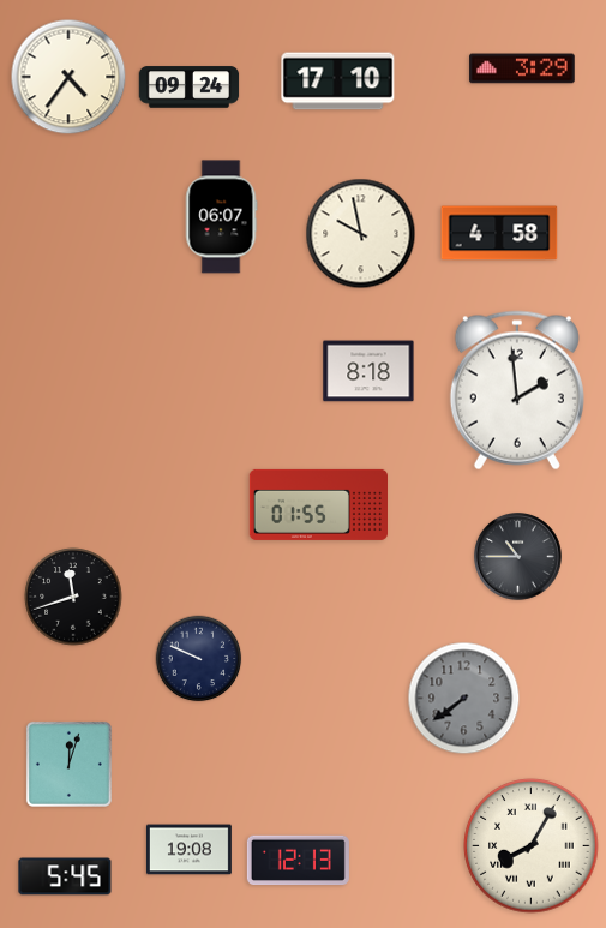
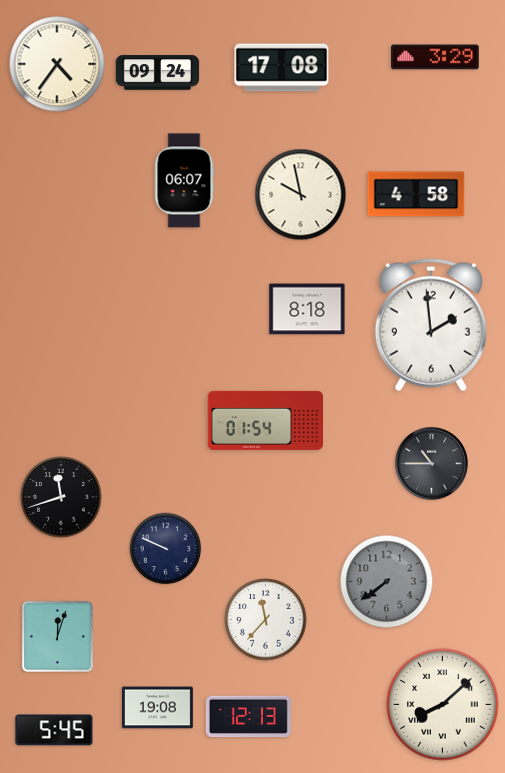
clock at (338, 82): 17:10 -> 17:08
clock at (318, 504): 01:55 -> 01:54
clock at (266, 620): none -> 11:37
clock at (532, 846): 8:05 -> 8:08
